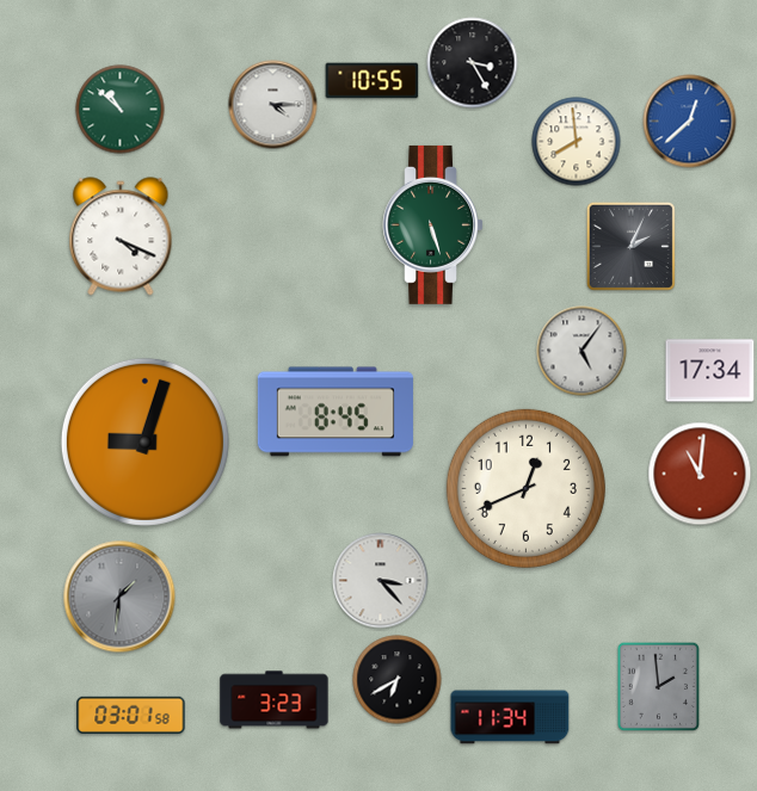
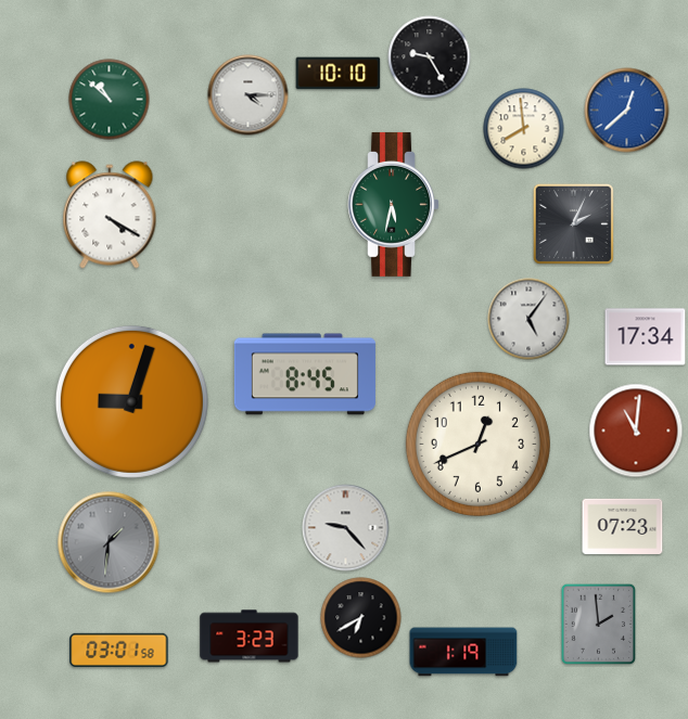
clock at (473, 63): 3:25 -> 9:25
clock at (373, 81): 10:55 -> 10:10
clock at (432, 224): 5:27 -> 5:32
clock at (121, 236): 4:19 -> 4:20
clock at (623, 526): none -> 07:23
clock at (381, 581): 3:23 -> 9:23
clock at (510, 717): 11:34 -> 1:19
